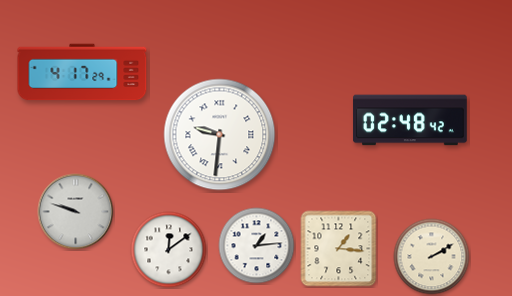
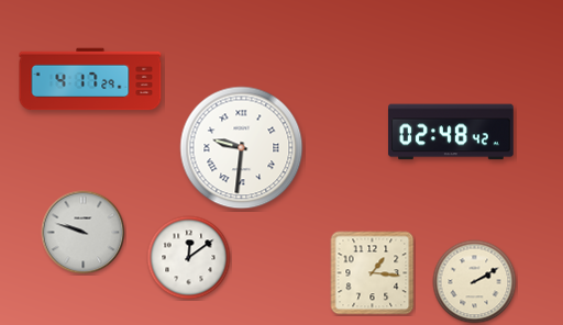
clock at (257, 246): 1:14 -> none
clock at (169, 250) position: (169, 250) -> (189, 258)
